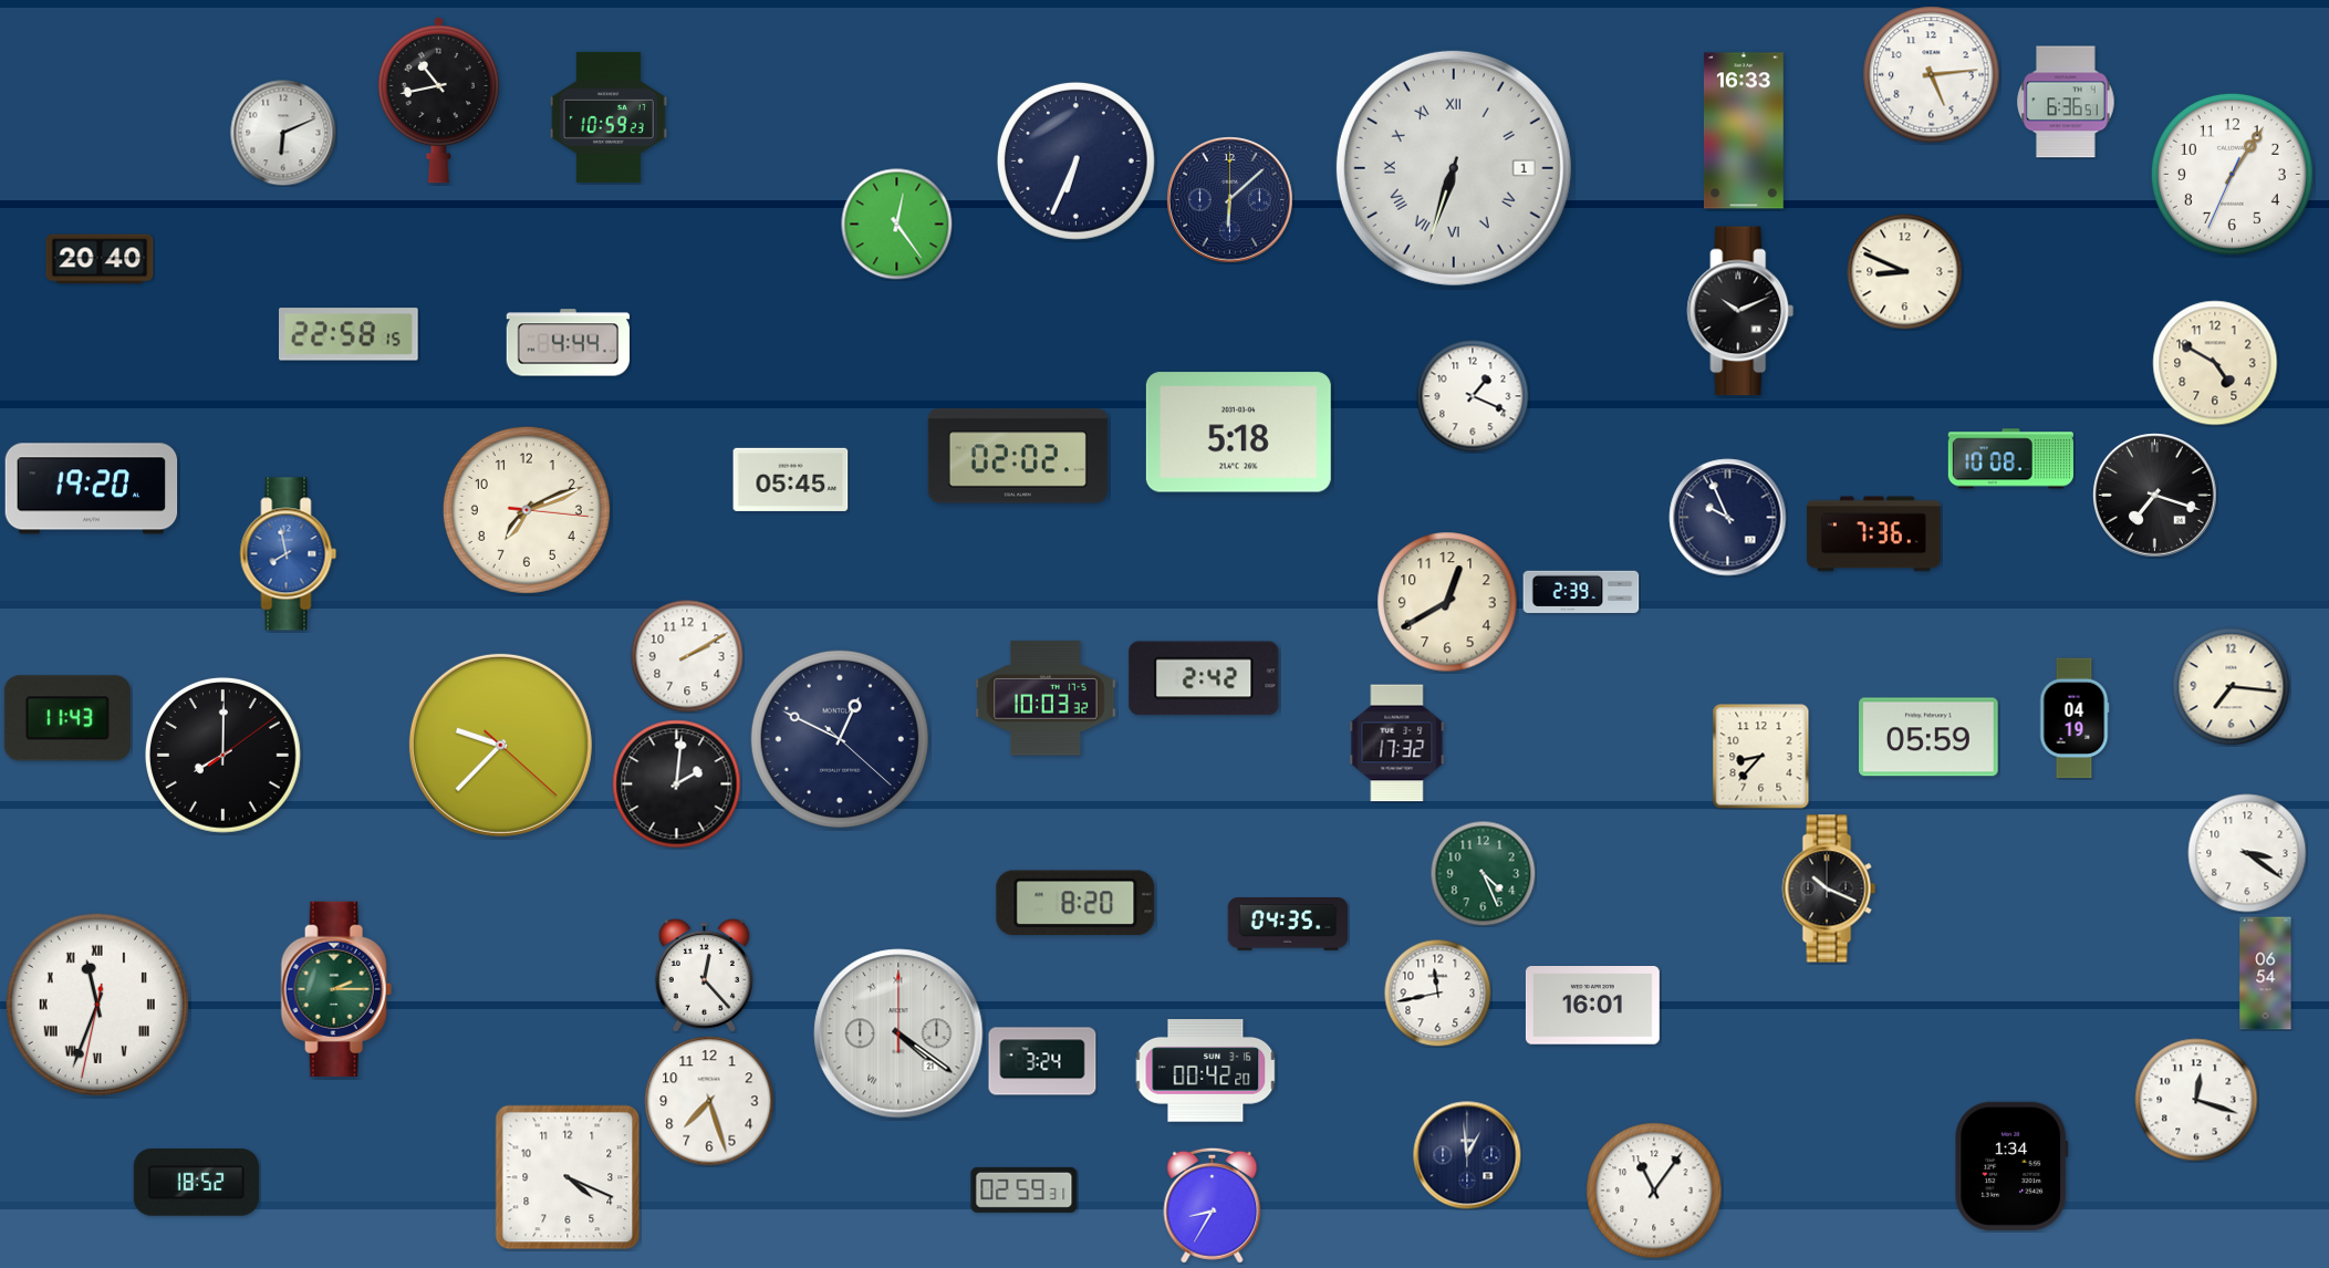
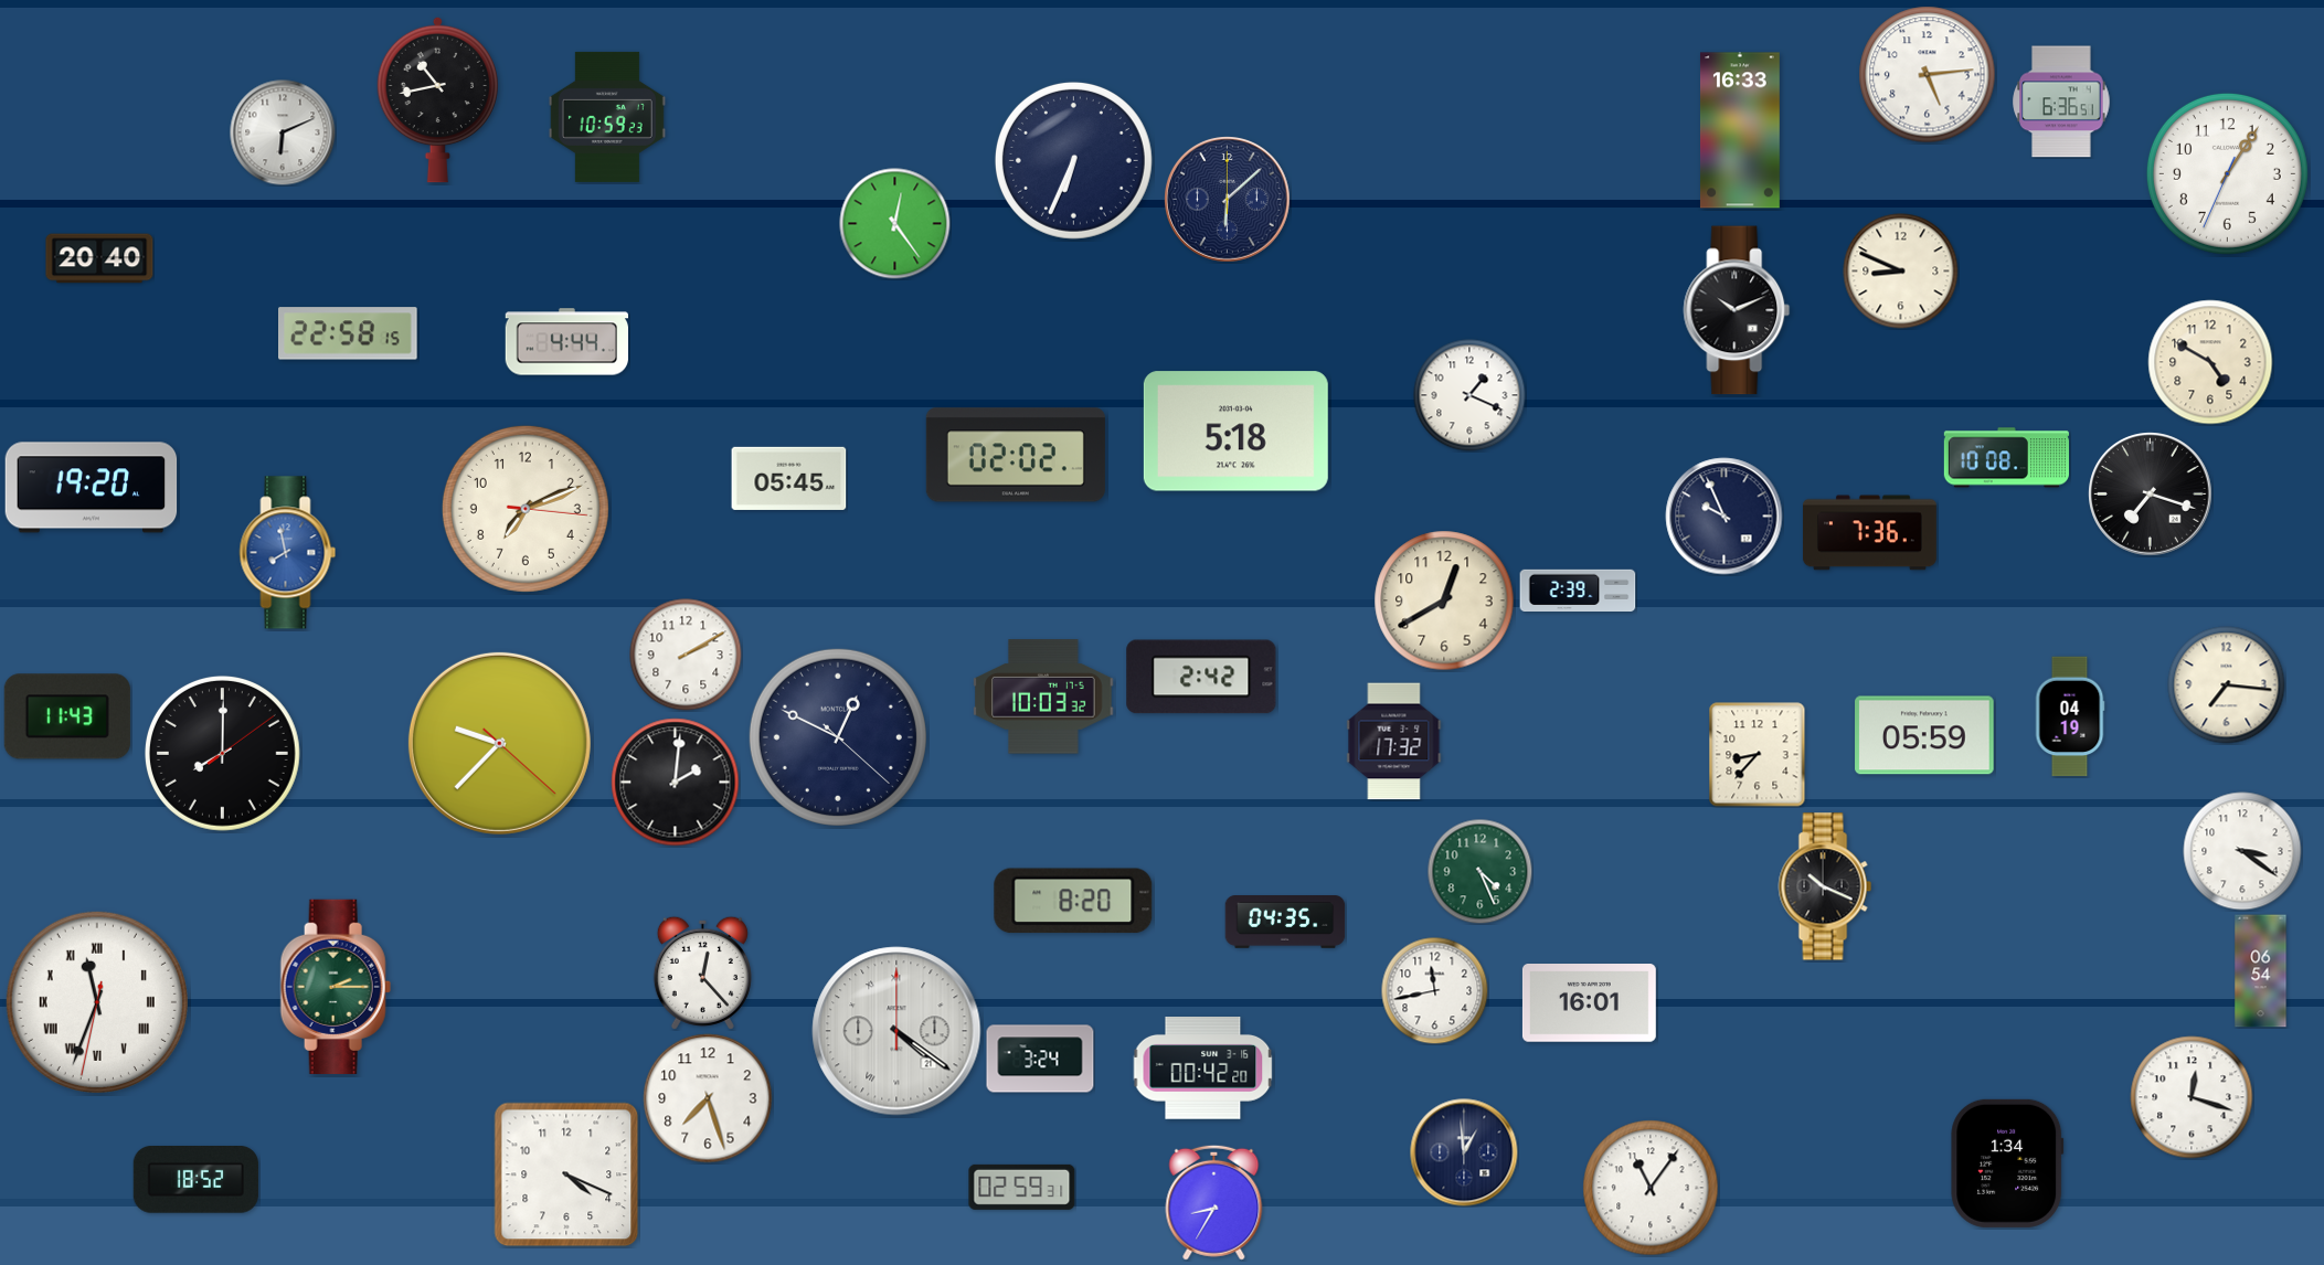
clock at (1454, 168): 6:33 -> none
clock at (1213, 1205) position: (1213, 1205) -> (1214, 1202)
